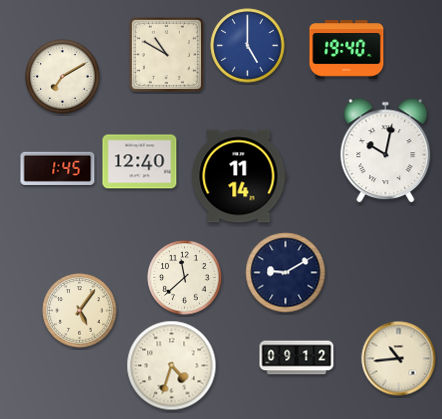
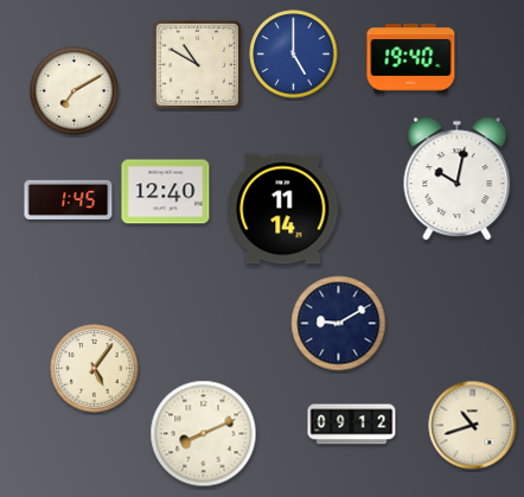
clock at (185, 278): 11:38 -> none
clock at (399, 359): 10:44 -> 10:42
clock at (172, 366): 4:33 -> 8:11
